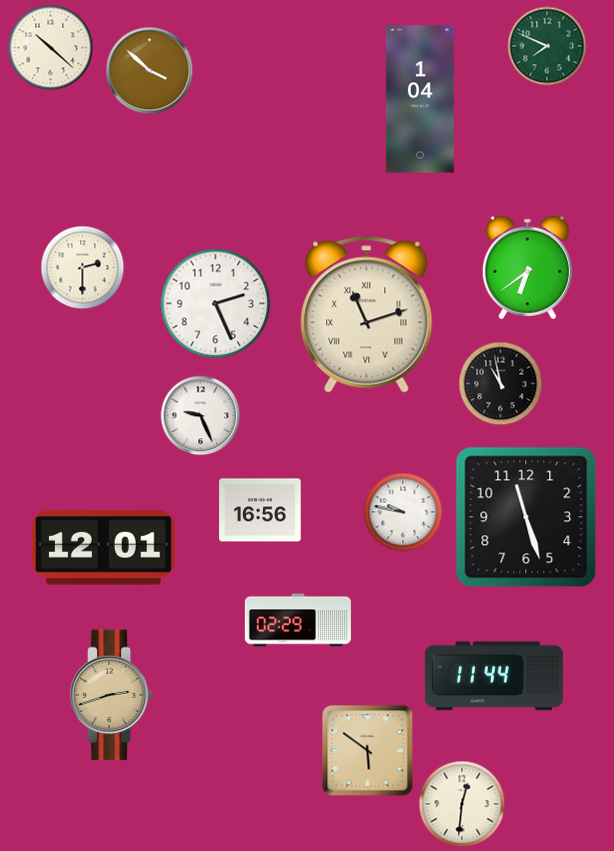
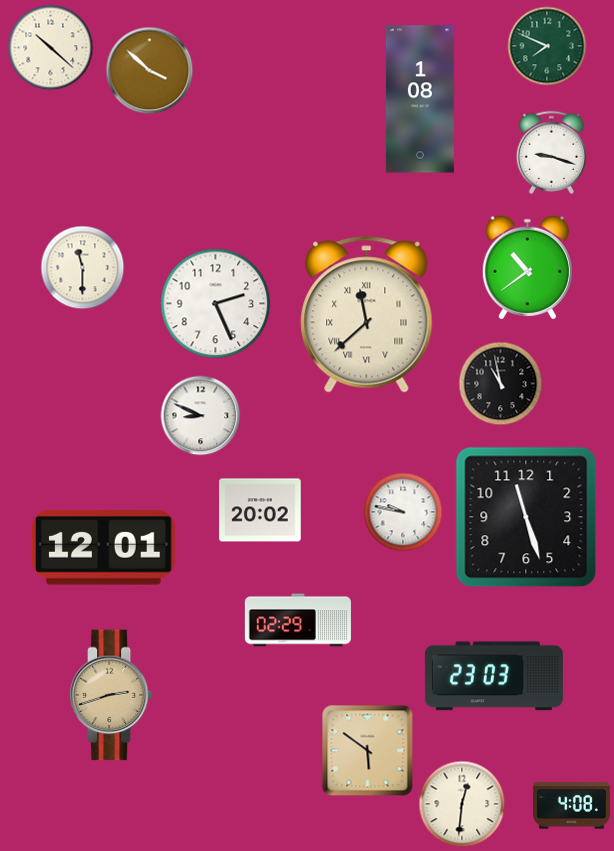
clock at (420, 99): 1:04 -> 1:08
clock at (551, 152): none -> 9:18
clock at (83, 268): 2:30 -> 11:30
clock at (527, 268): 6:39 -> 10:39
clock at (367, 315): 11:12 -> 11:38
clock at (201, 416): 9:26 -> 8:49
clock at (260, 510): 16:56 -> 20:02
clock at (494, 676): 11:44 -> 23:03
clock at (571, 806): none -> 4:08
